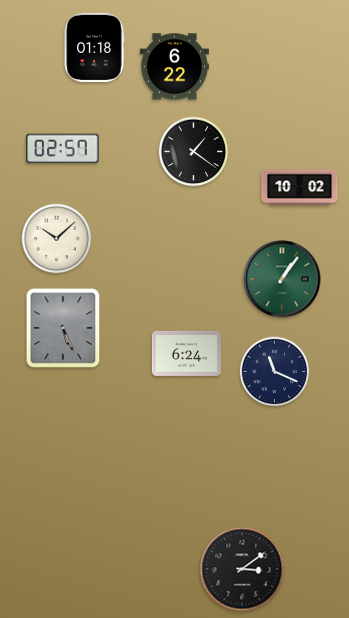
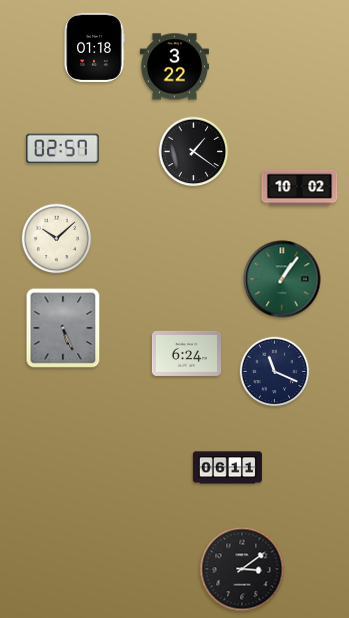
clock at (174, 67): 6:22 -> 3:22
clock at (227, 468): none -> 06:11
